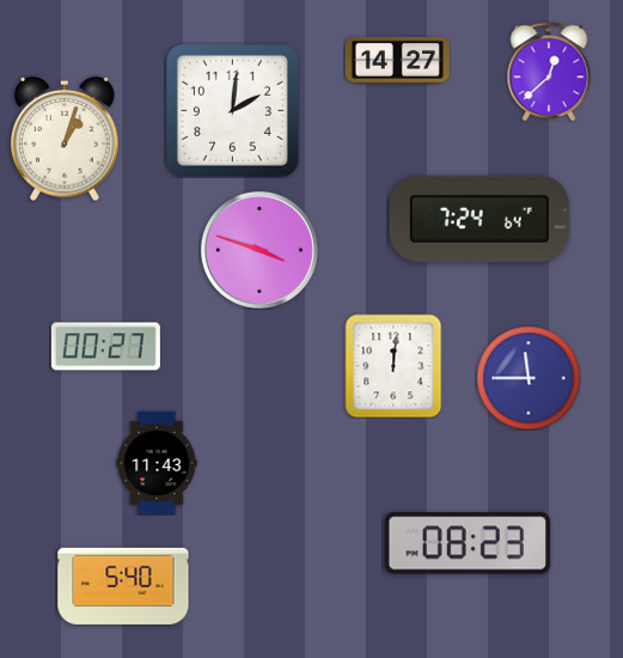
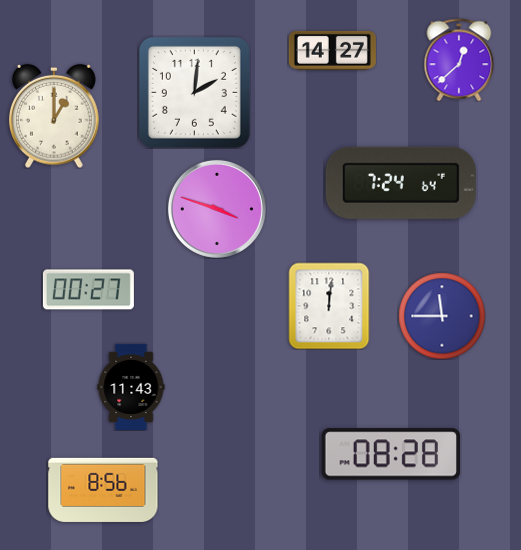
clock at (66, 139): 1:03 -> 1:00
clock at (468, 543): 08:23 -> 08:28
clock at (123, 586): 5:40 -> 8:56
